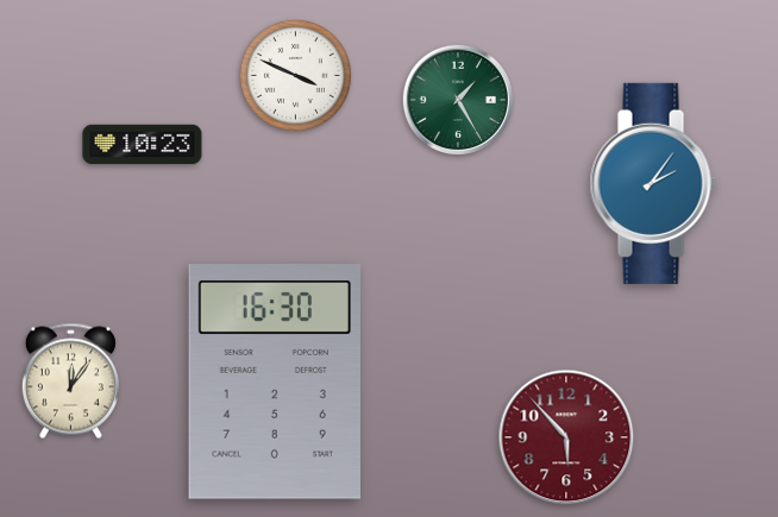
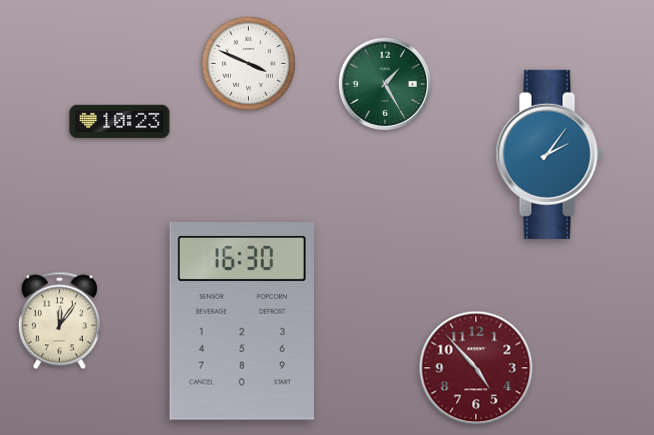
clock at (275, 383) position: (275, 383) -> (242, 322)
clock at (566, 437): 5:53 -> 4:53
